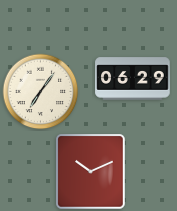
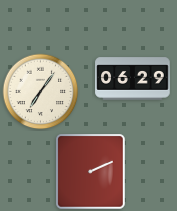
clock at (91, 172): 10:11 -> 2:11
